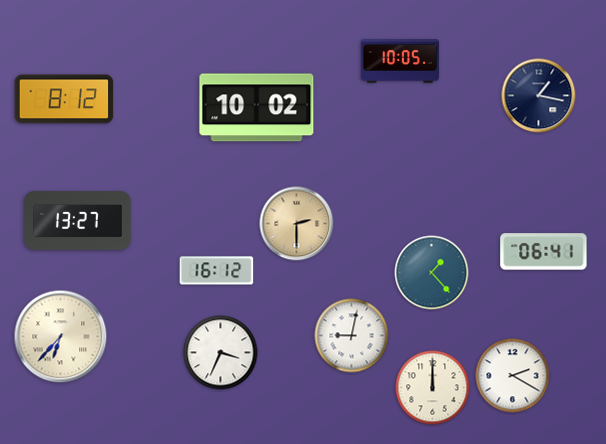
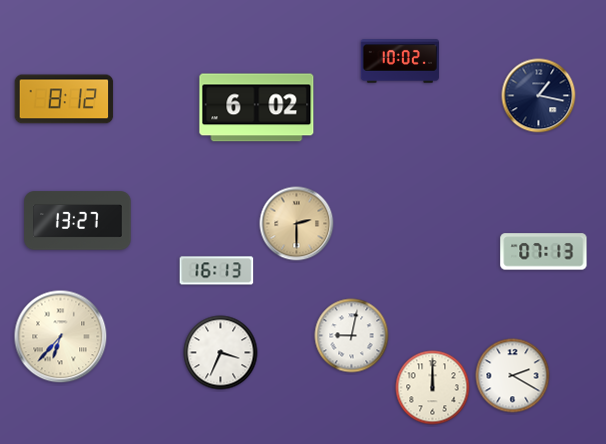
clock at (400, 61): 10:05 -> 10:02
clock at (257, 108): 10:02 -> 6:02
clock at (544, 252): 06:41 -> 07:13
clock at (217, 271): 16:12 -> 16:13
clock at (432, 273): 1:23 -> none
